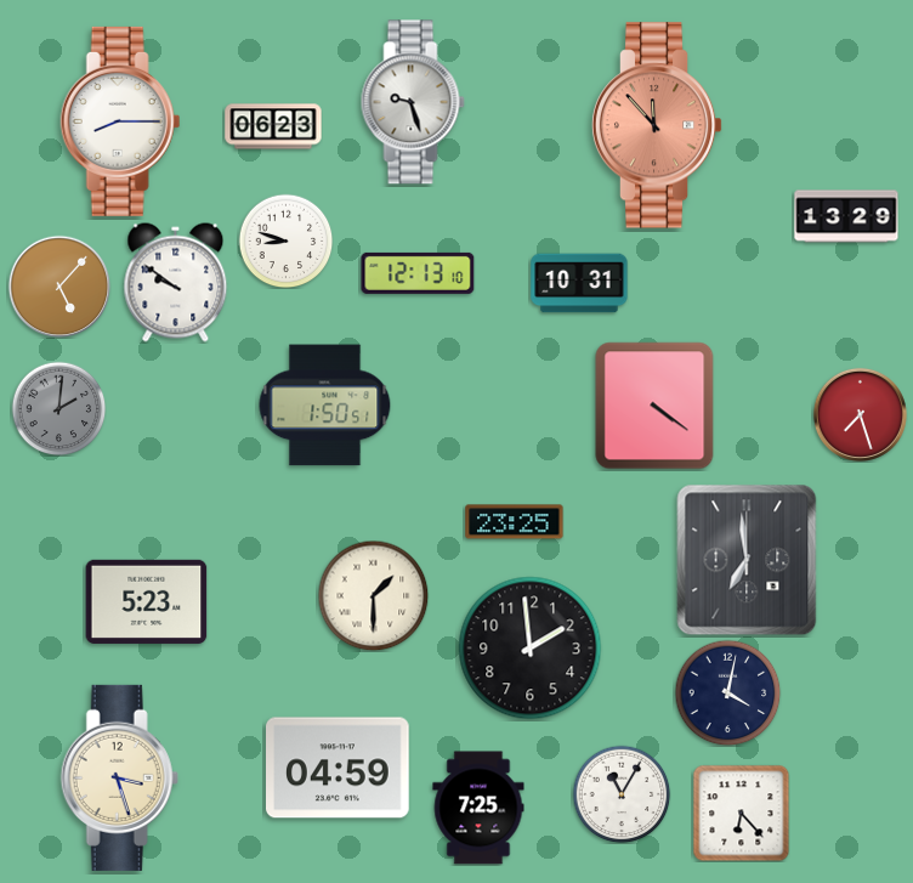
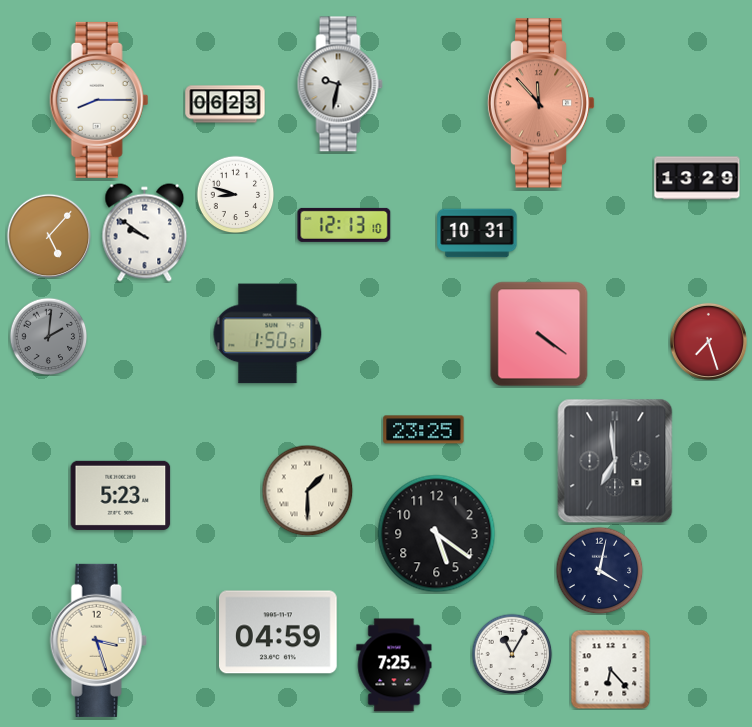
clock at (413, 102): 9:27 -> 9:32
clock at (285, 240) position: (285, 240) -> (235, 194)
clock at (531, 649): 1:59 -> 5:21
